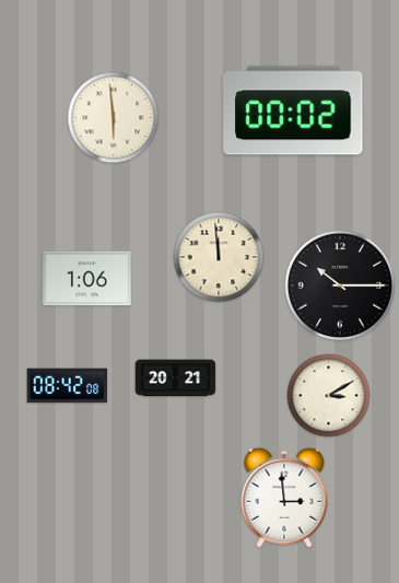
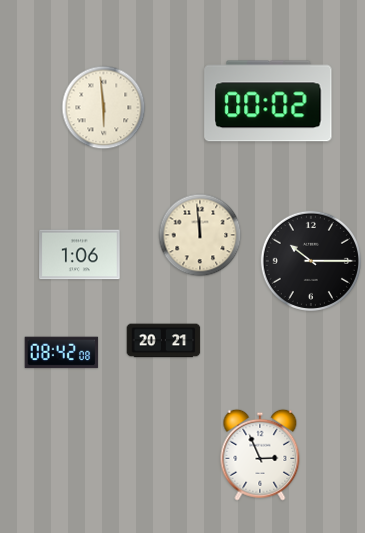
clock at (176, 378) position: (176, 378) -> (164, 341)
clock at (329, 396): 3:10 -> none
clock at (284, 498): 2:59 -> 2:56
